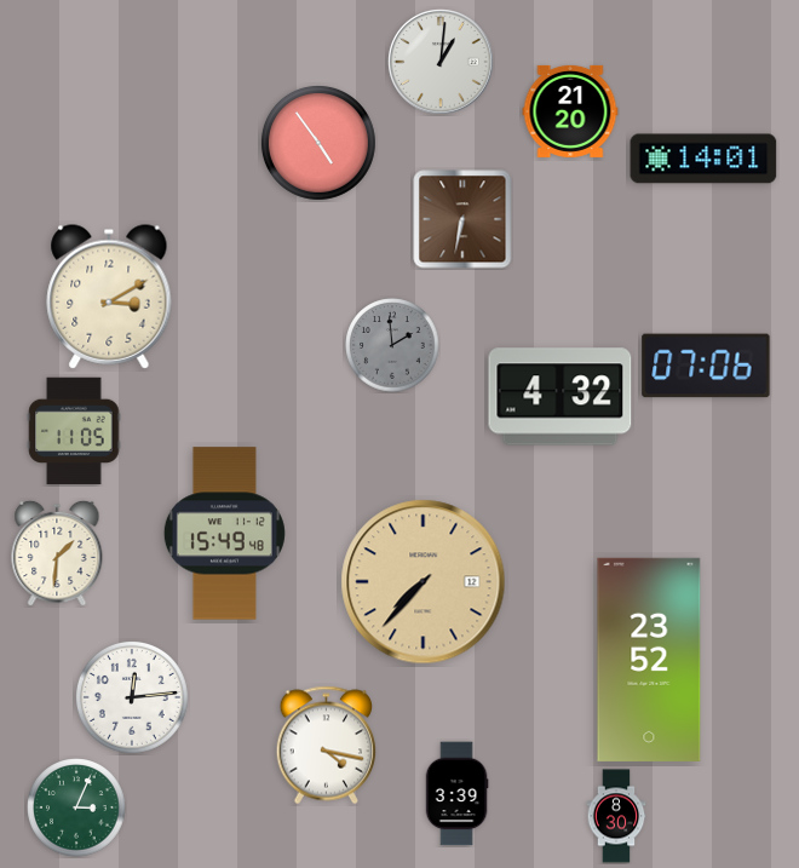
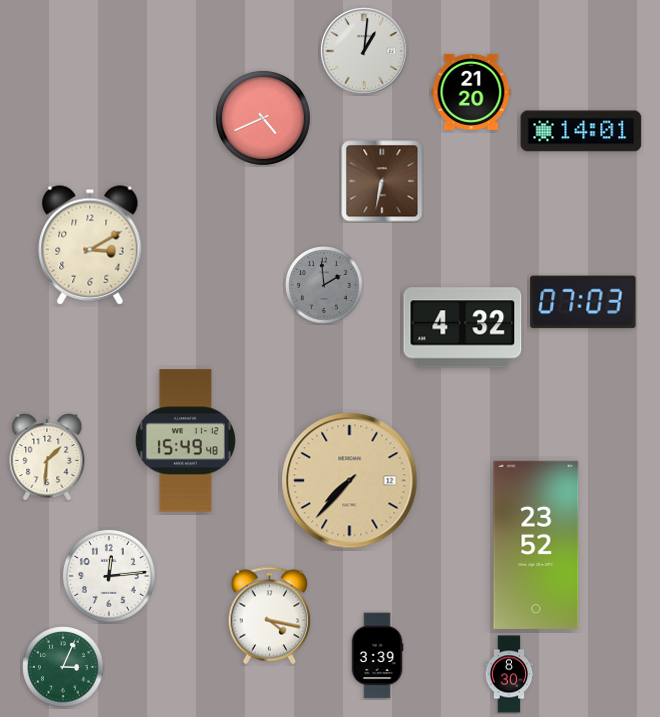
clock at (318, 143): 4:54 -> 4:41
clock at (706, 366): 07:06 -> 07:03
clock at (74, 431): 11:05 -> none
